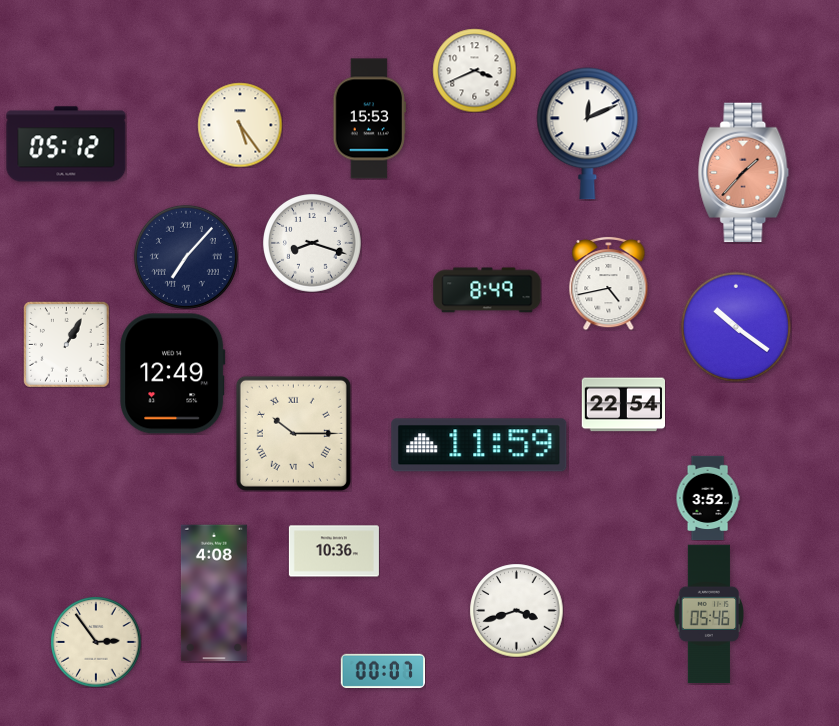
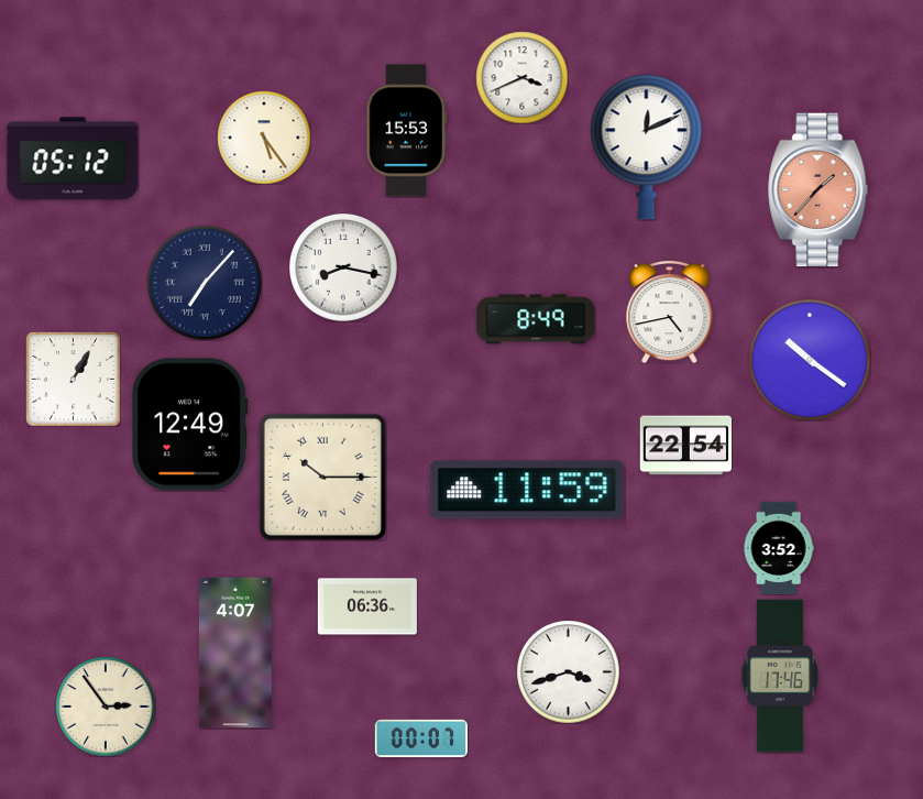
clock at (313, 244): 8:18 -> 8:17
clock at (173, 374) position: (173, 374) -> (190, 425)
clock at (334, 551): 10:36 -> 06:36
clock at (214, 593): 4:08 -> 4:07
clock at (709, 614): 05:46 -> 17:46
